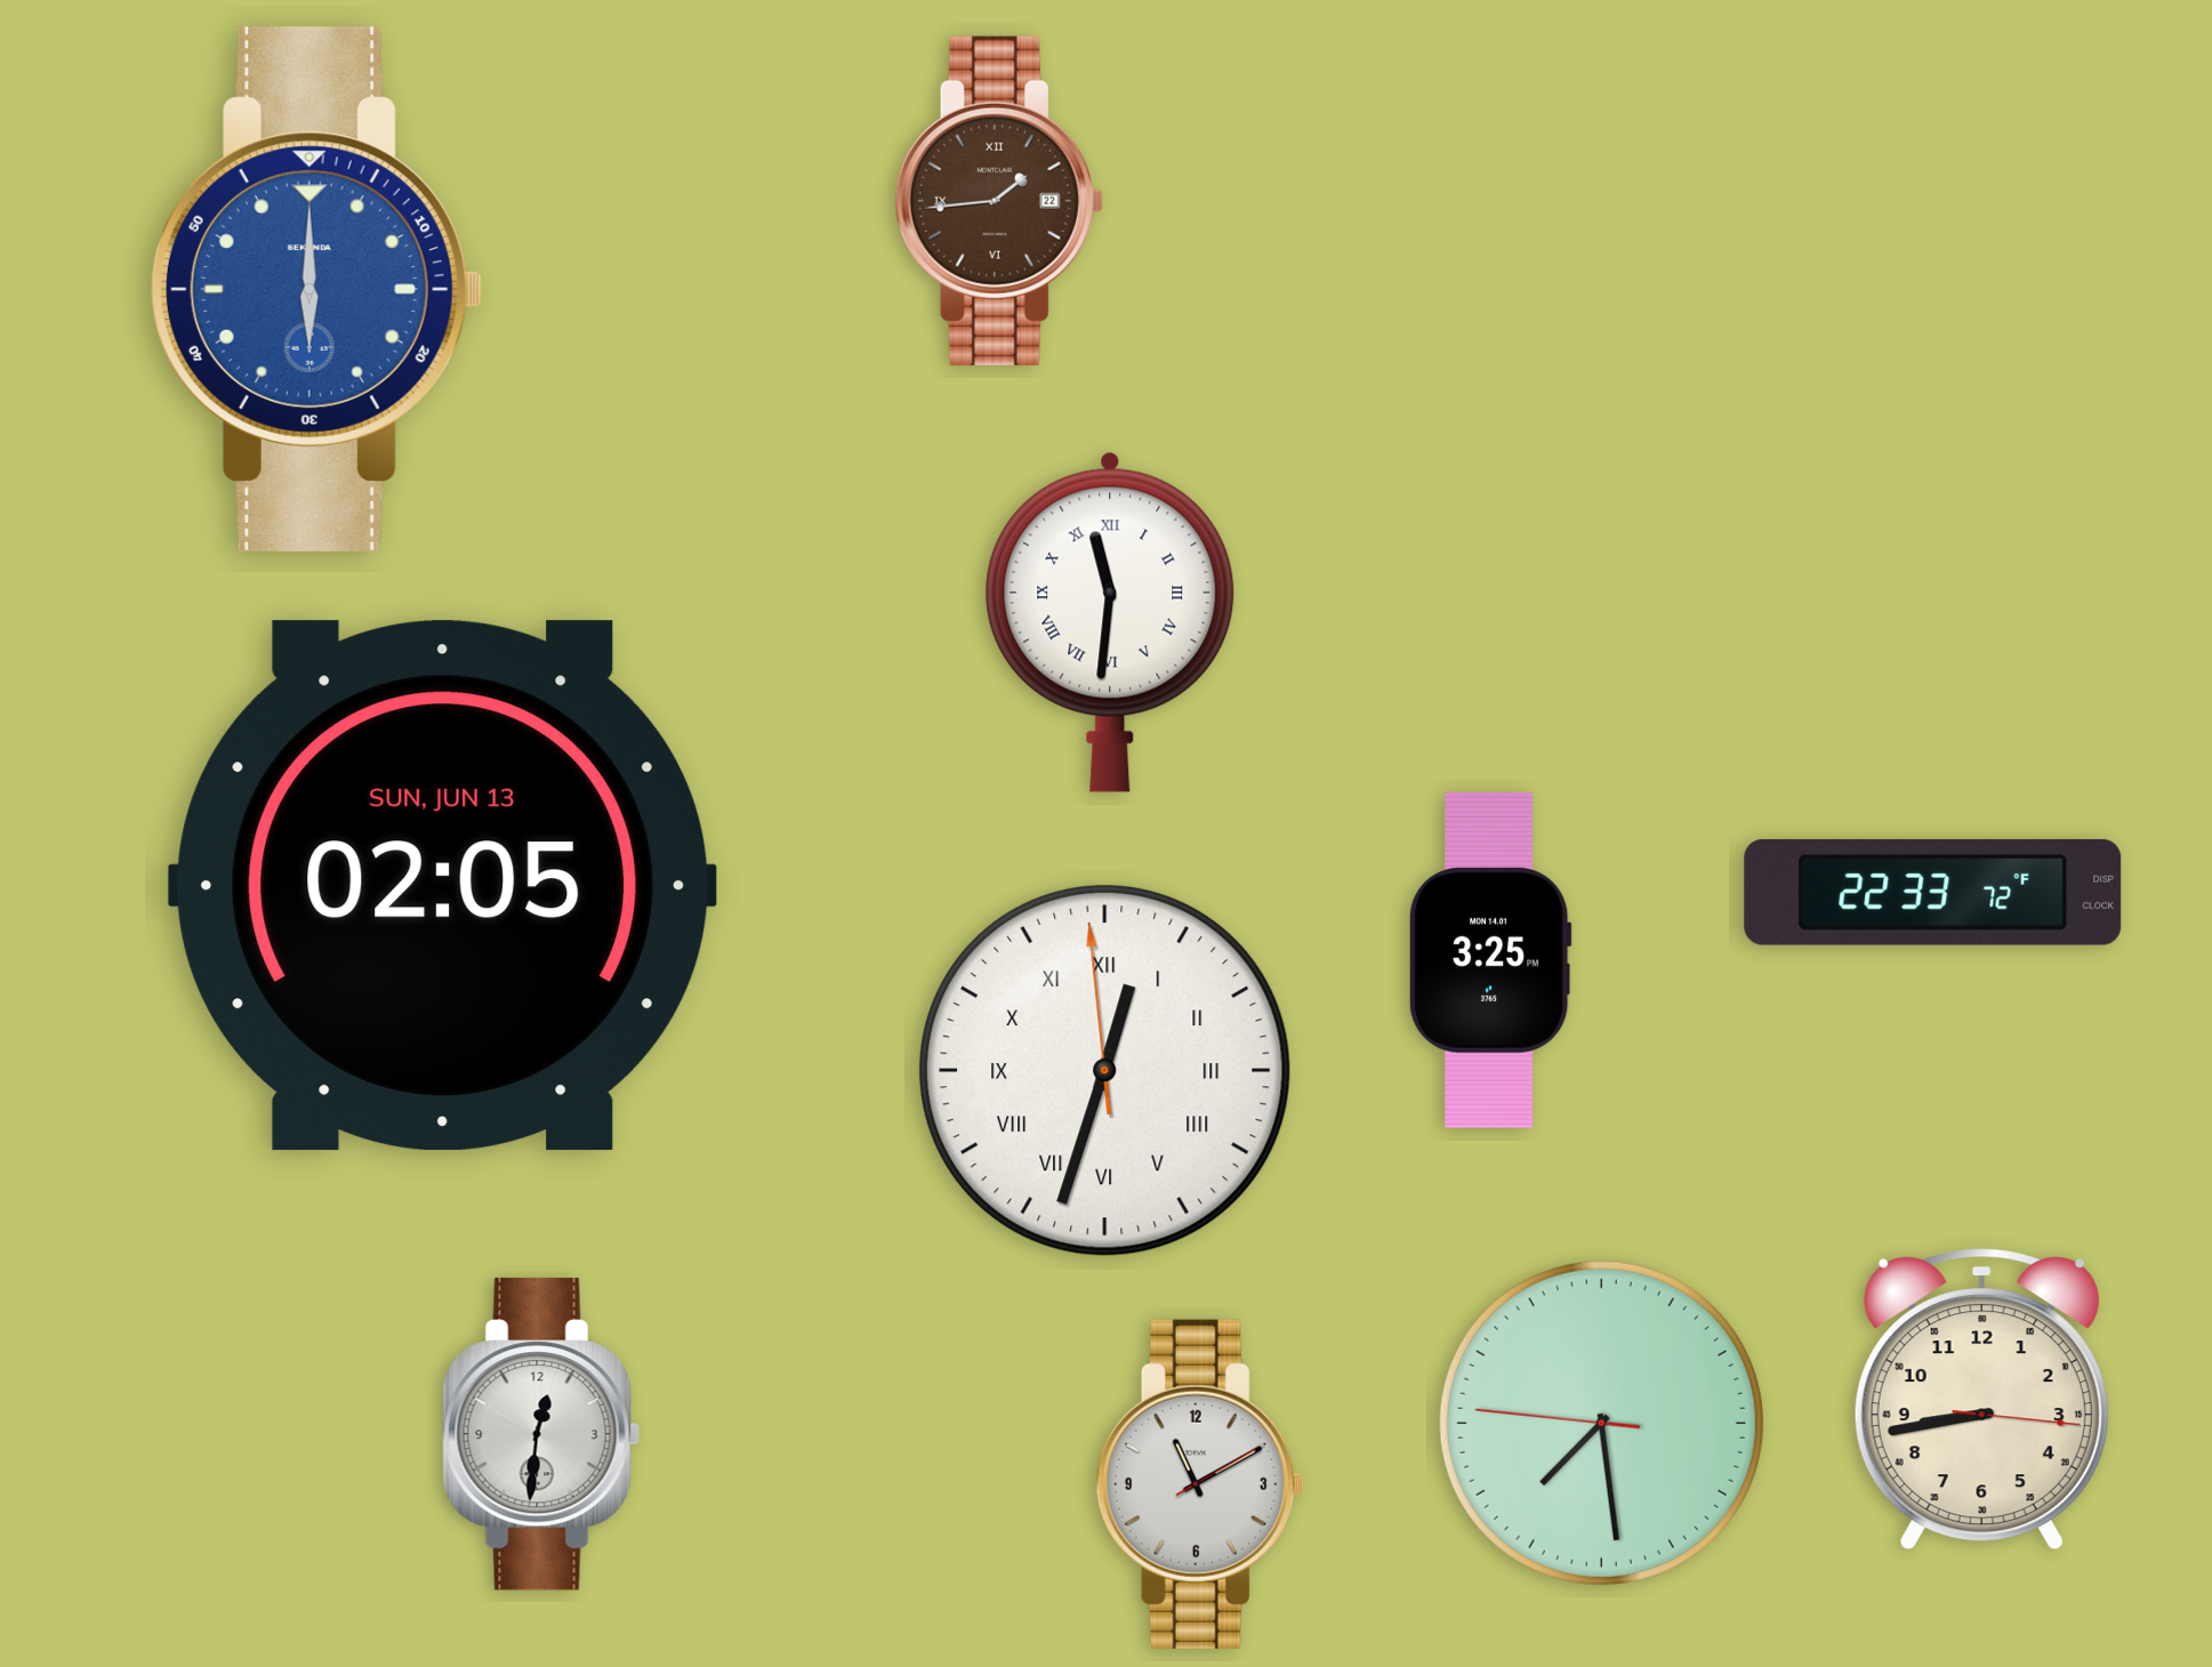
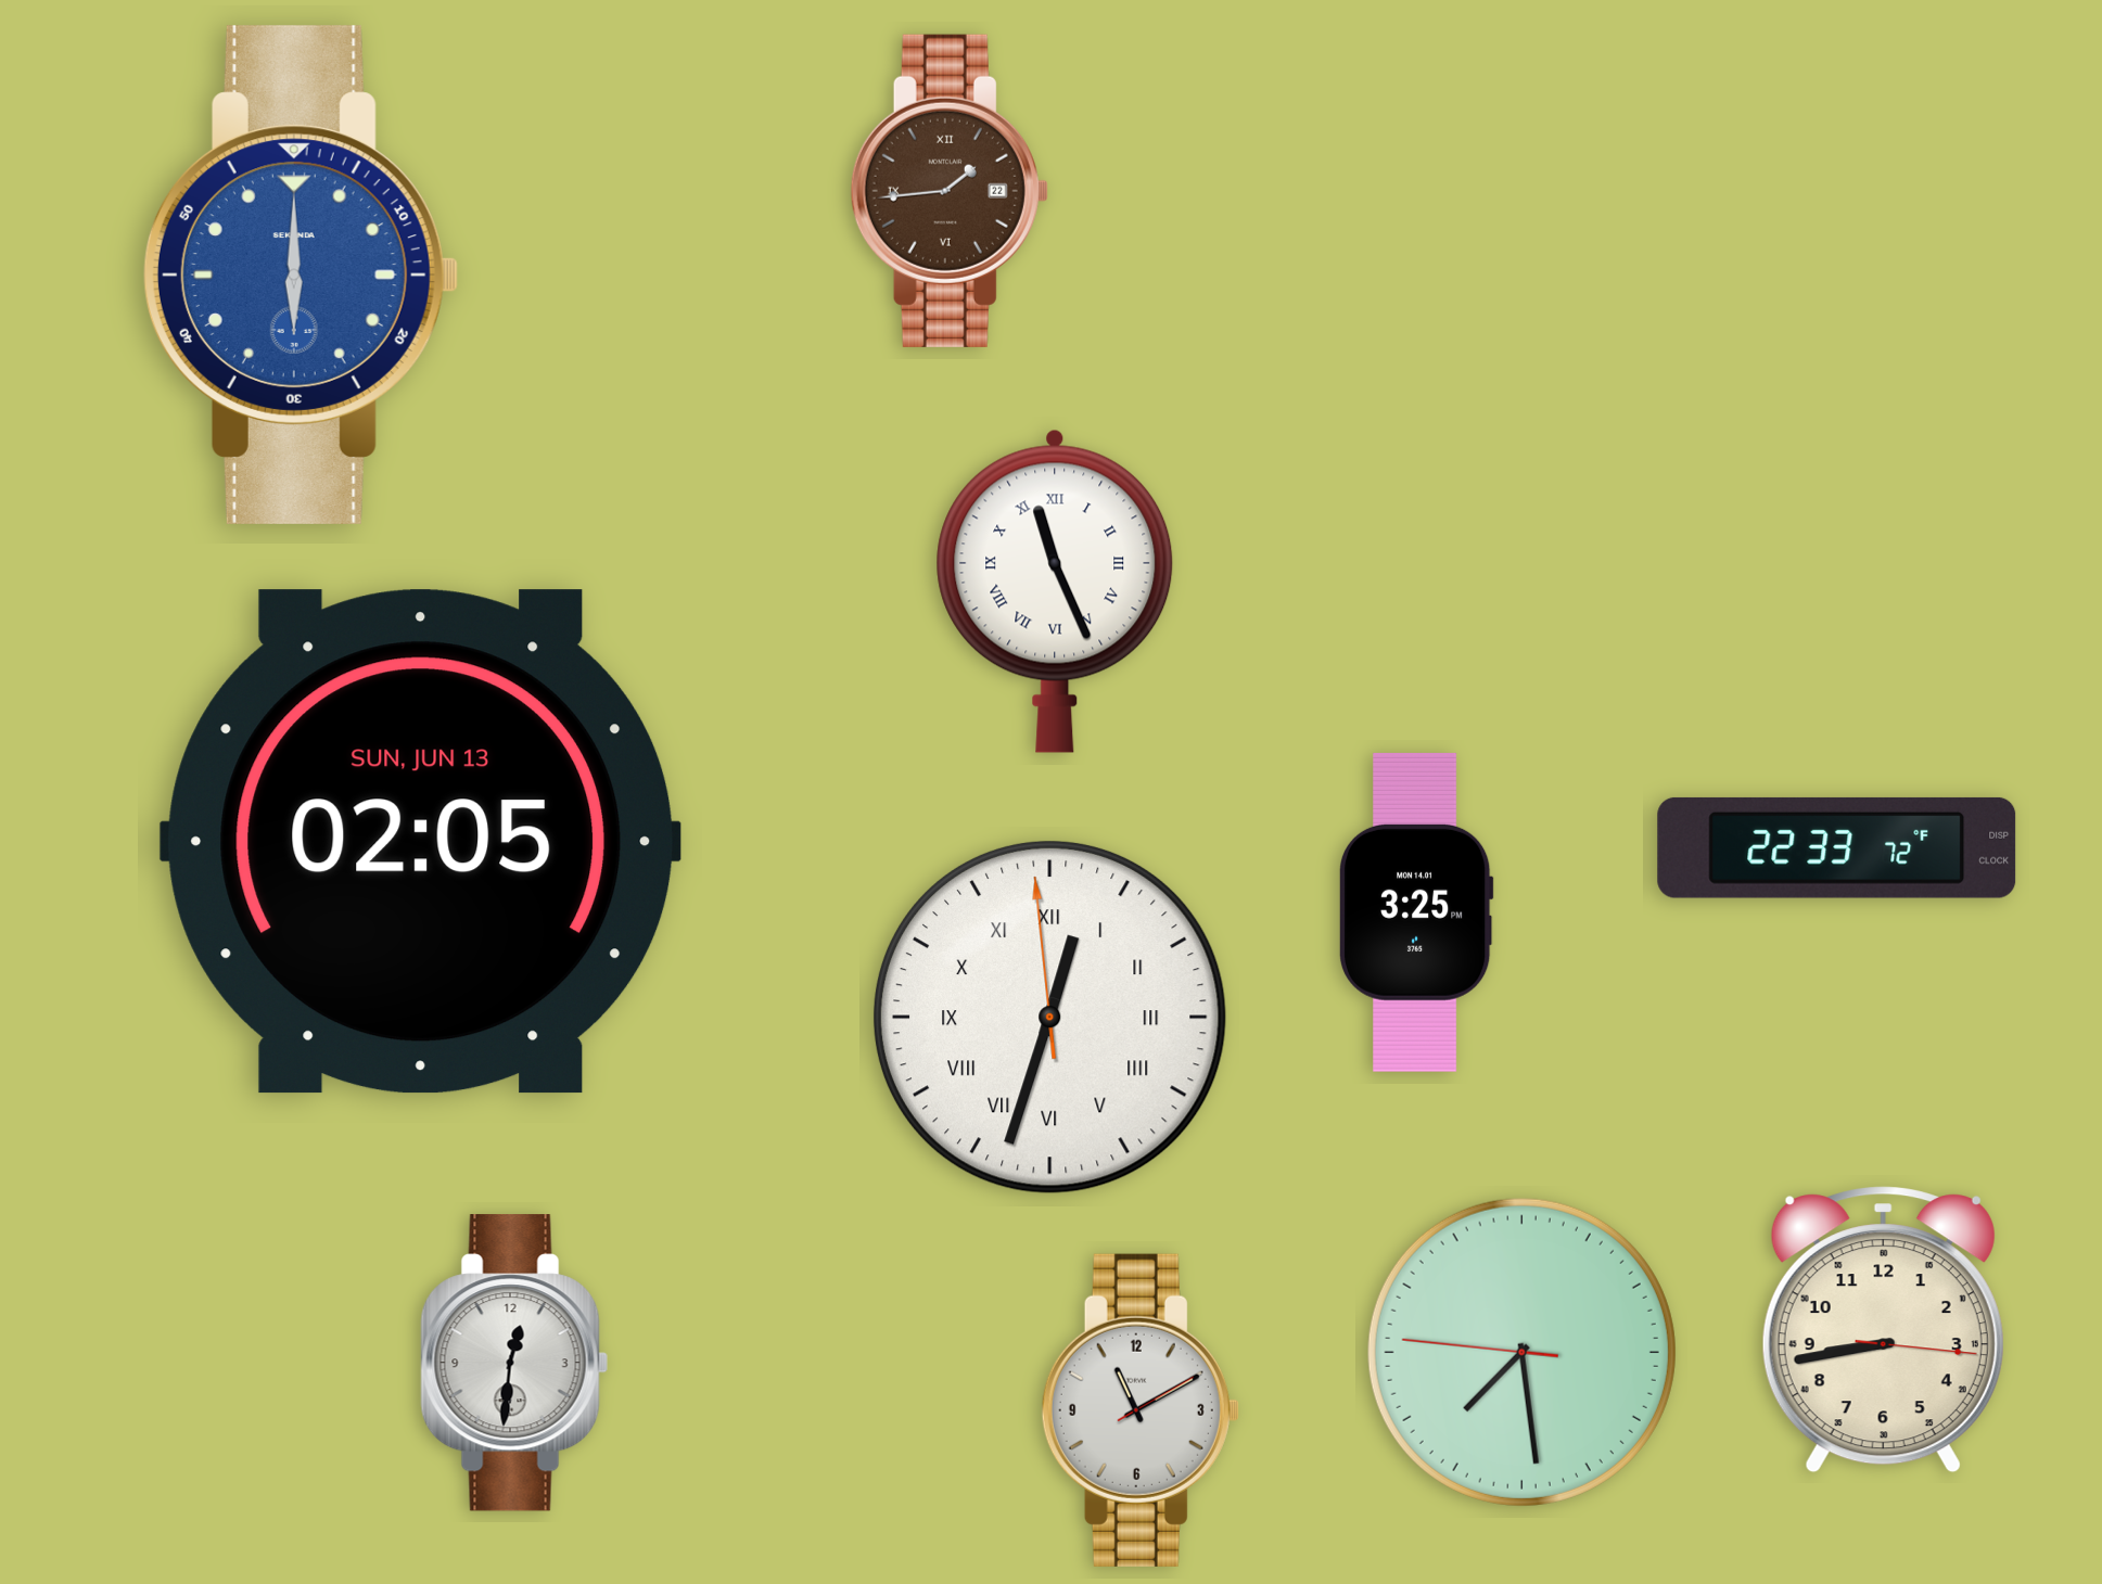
clock at (1110, 622): 11:31 -> 11:26
